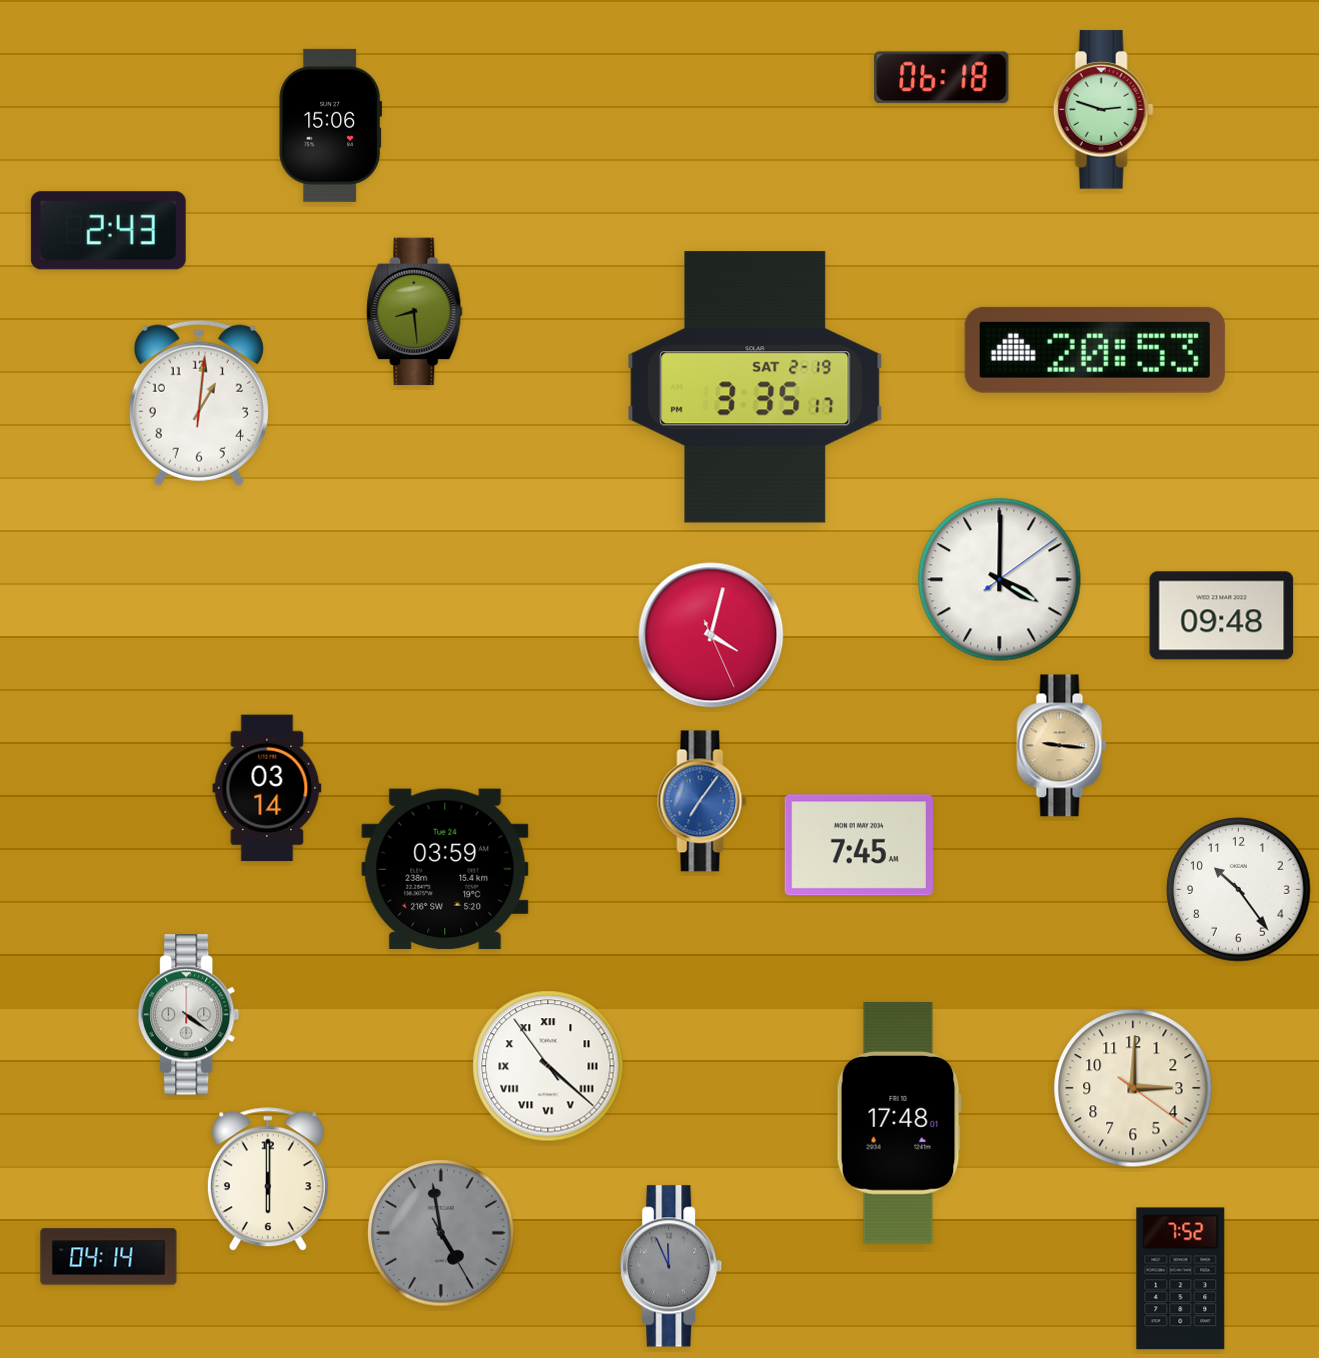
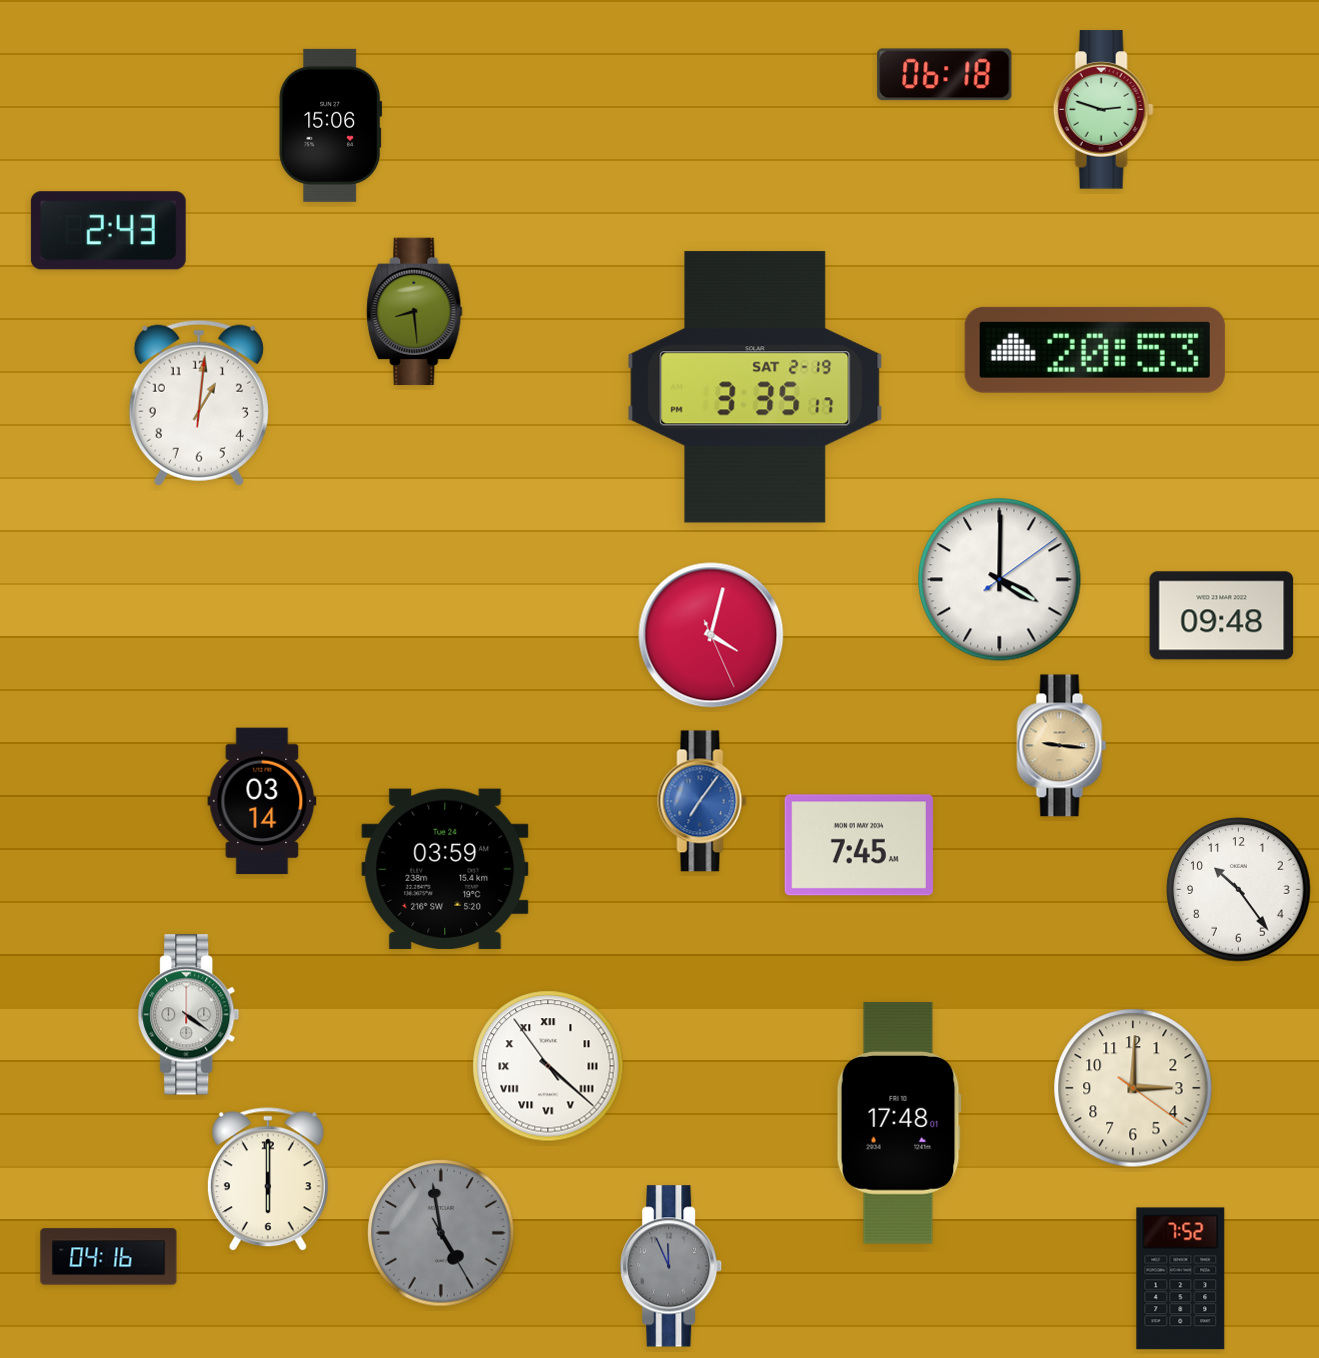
clock at (942, 78) position: (942, 78) -> (945, 75)
clock at (267, 788) position: (267, 788) -> (262, 801)
clock at (109, 1257): 04:14 -> 04:16
